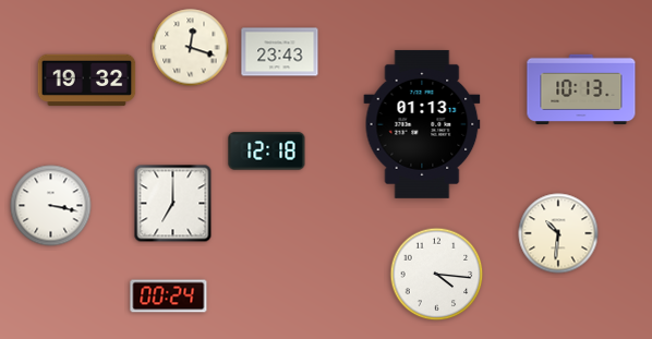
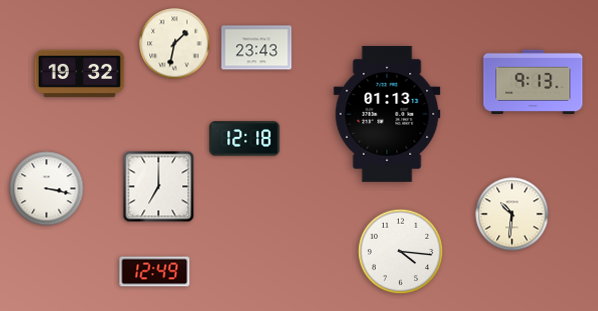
clock at (191, 48): 12:18 -> 1:32
clock at (581, 89): 10:13 -> 9:13
clock at (169, 296): 00:24 -> 12:49
